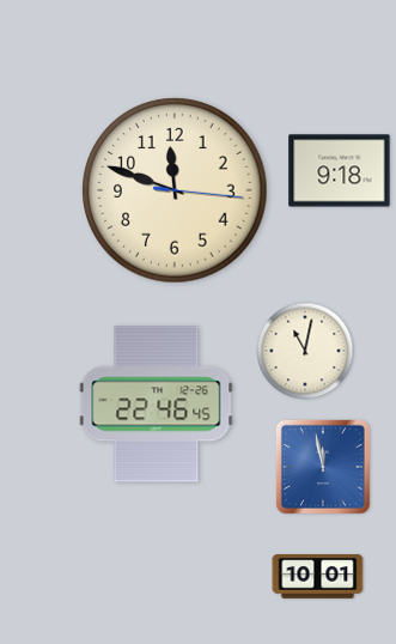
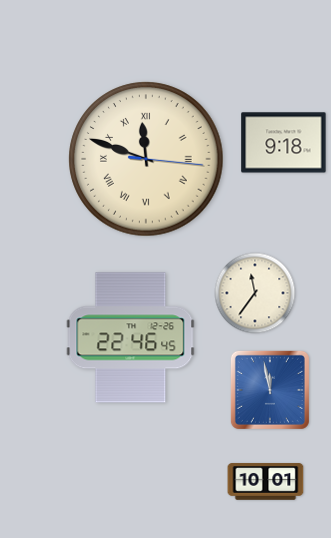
clock at (175, 190) numerals: Arabic -> Roman
clock at (305, 351): 11:02 -> 11:36
